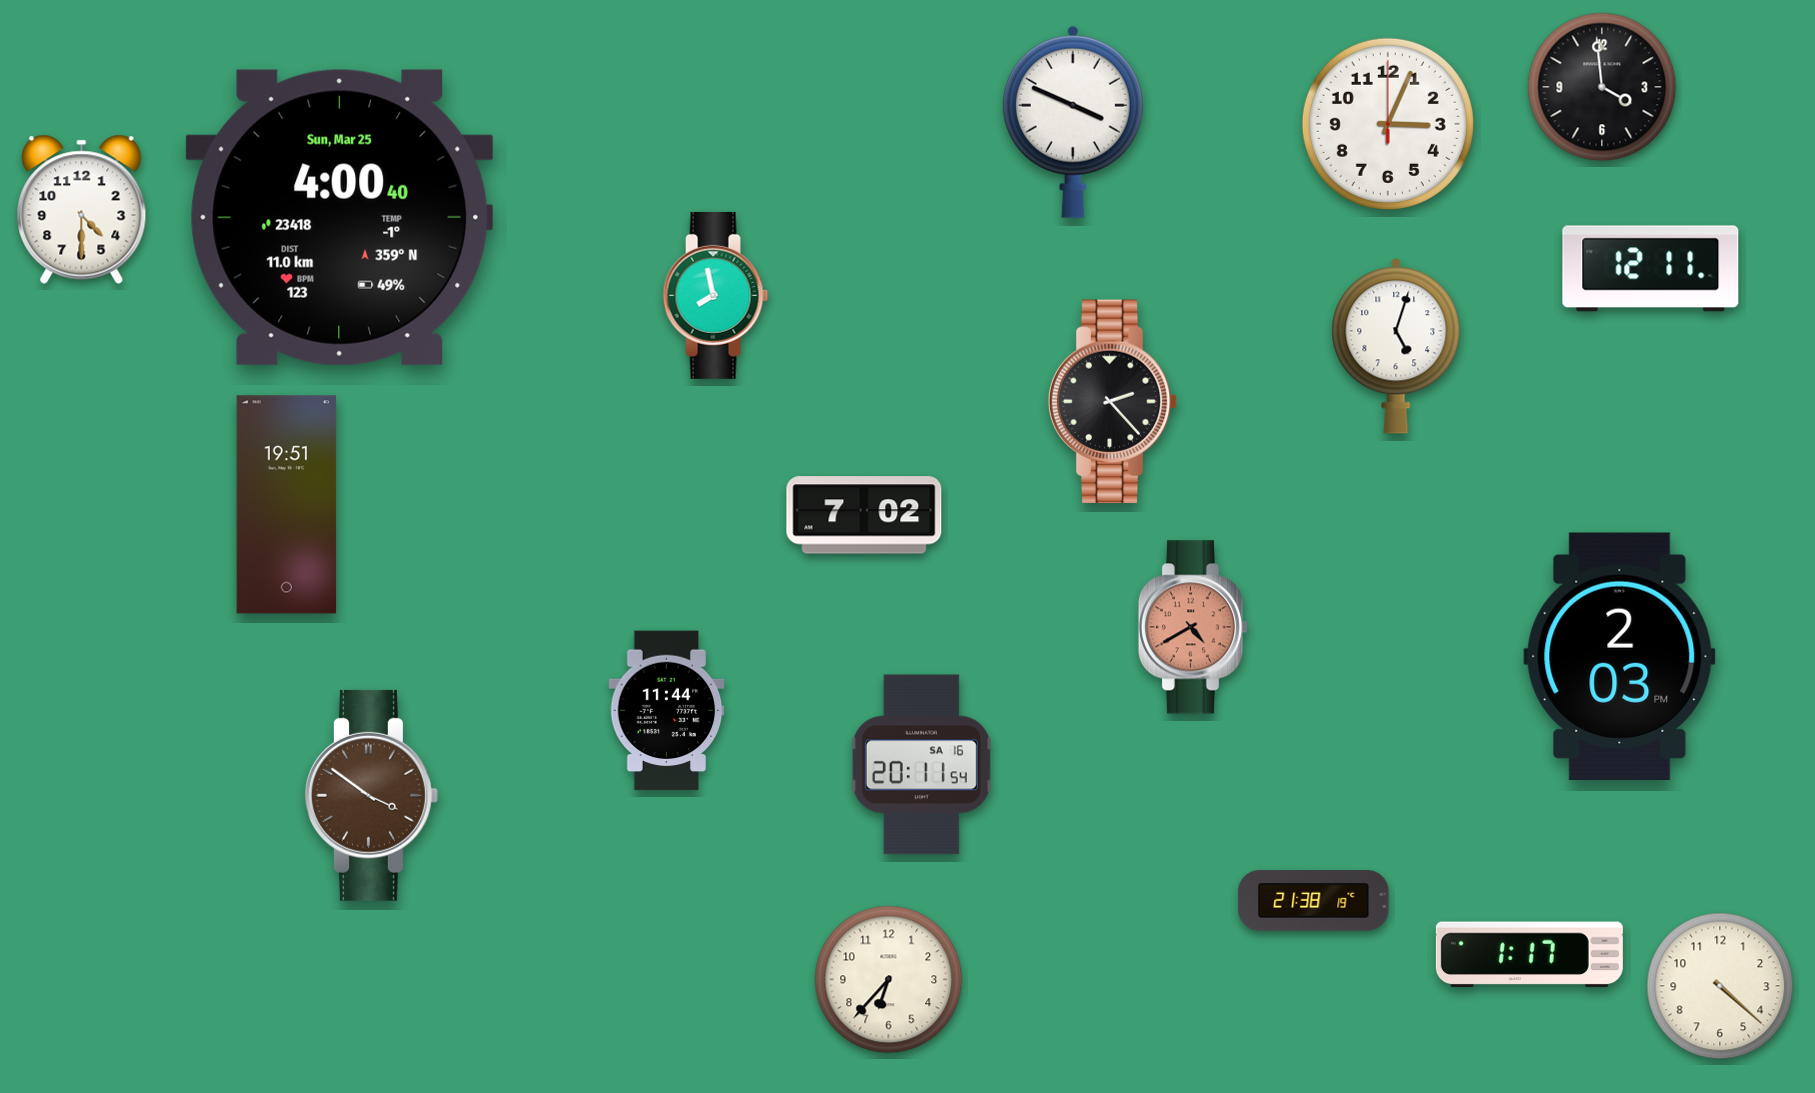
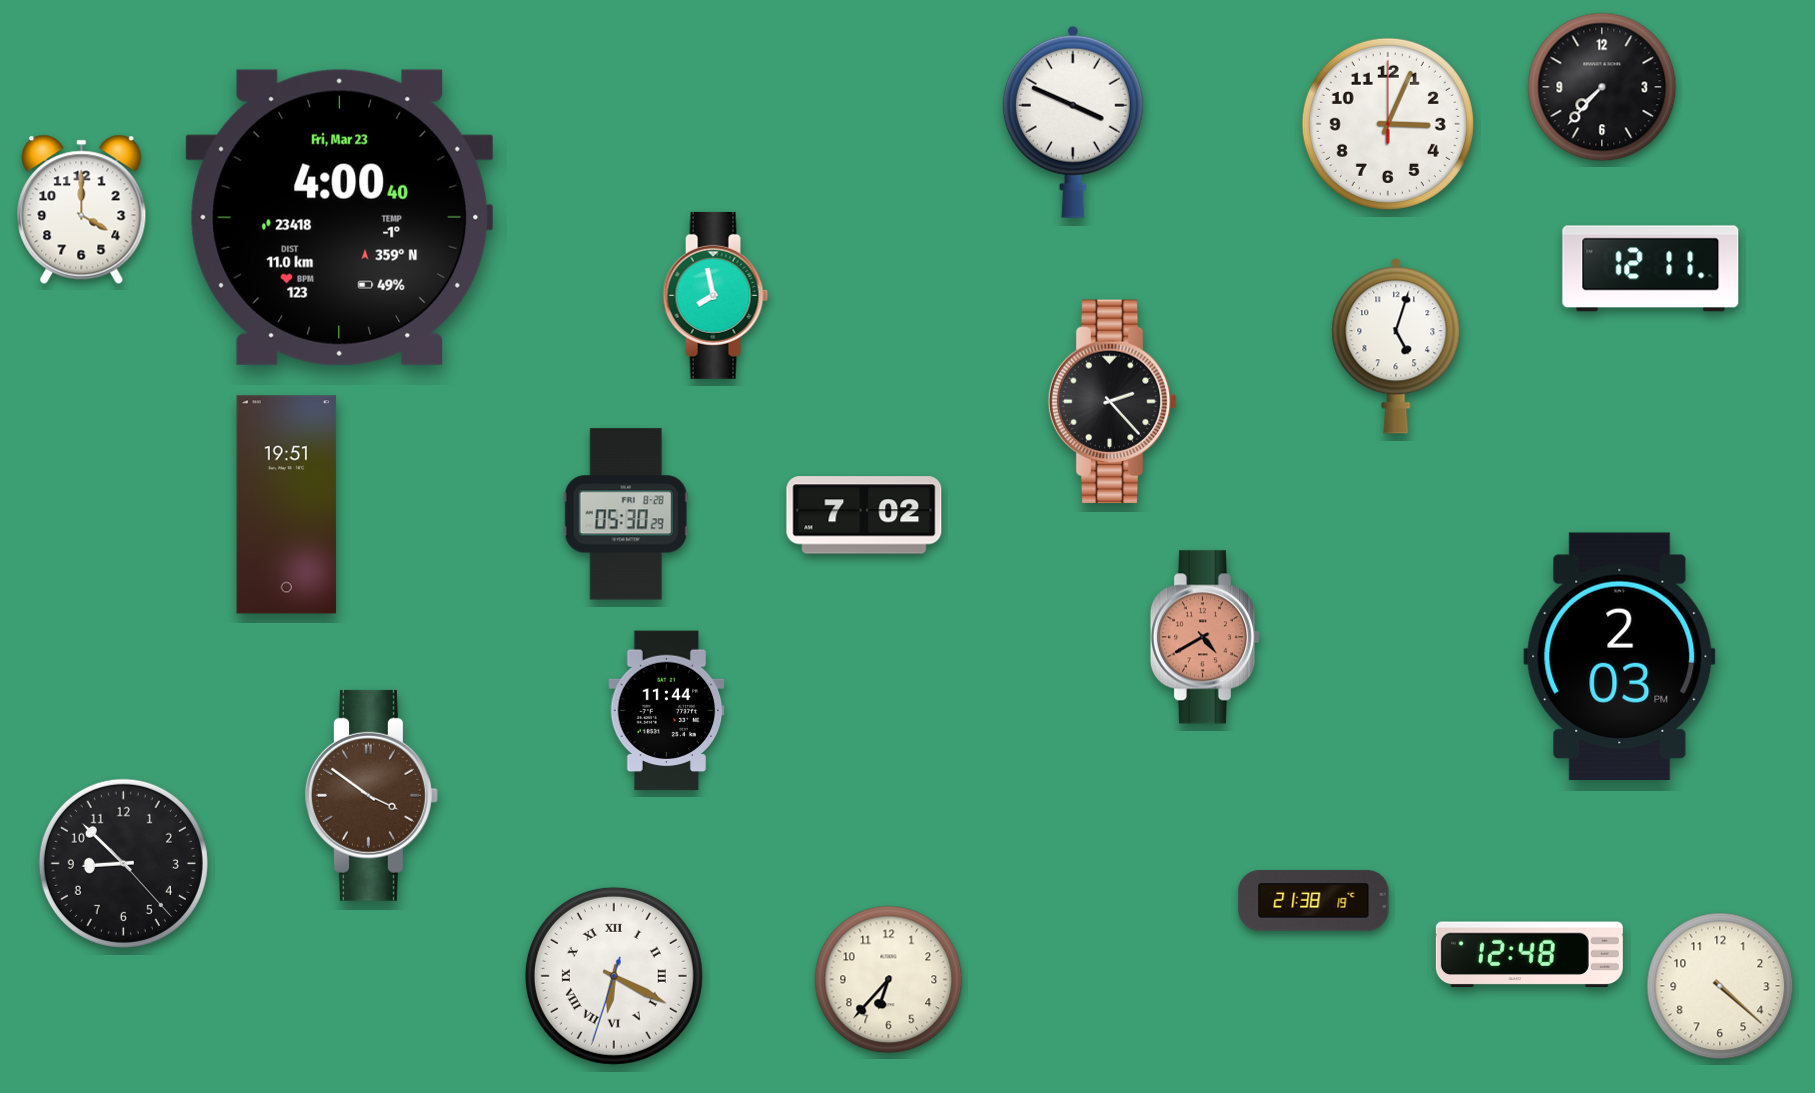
clock at (1602, 87): 3:59 -> 7:37
clock at (82, 209): 4:30 -> 4:00
clock at (340, 217) date: Sun, Mar 25 -> Fri, Mar 23
clock at (626, 514): none -> 05:30
clock at (1193, 627) position: (1193, 627) -> (1205, 637)
clock at (921, 765): 20:11 -> none
clock at (123, 863): none -> 8:52
clock at (1529, 955): 1:17 -> 12:48
clock at (614, 976): none -> 6:19
